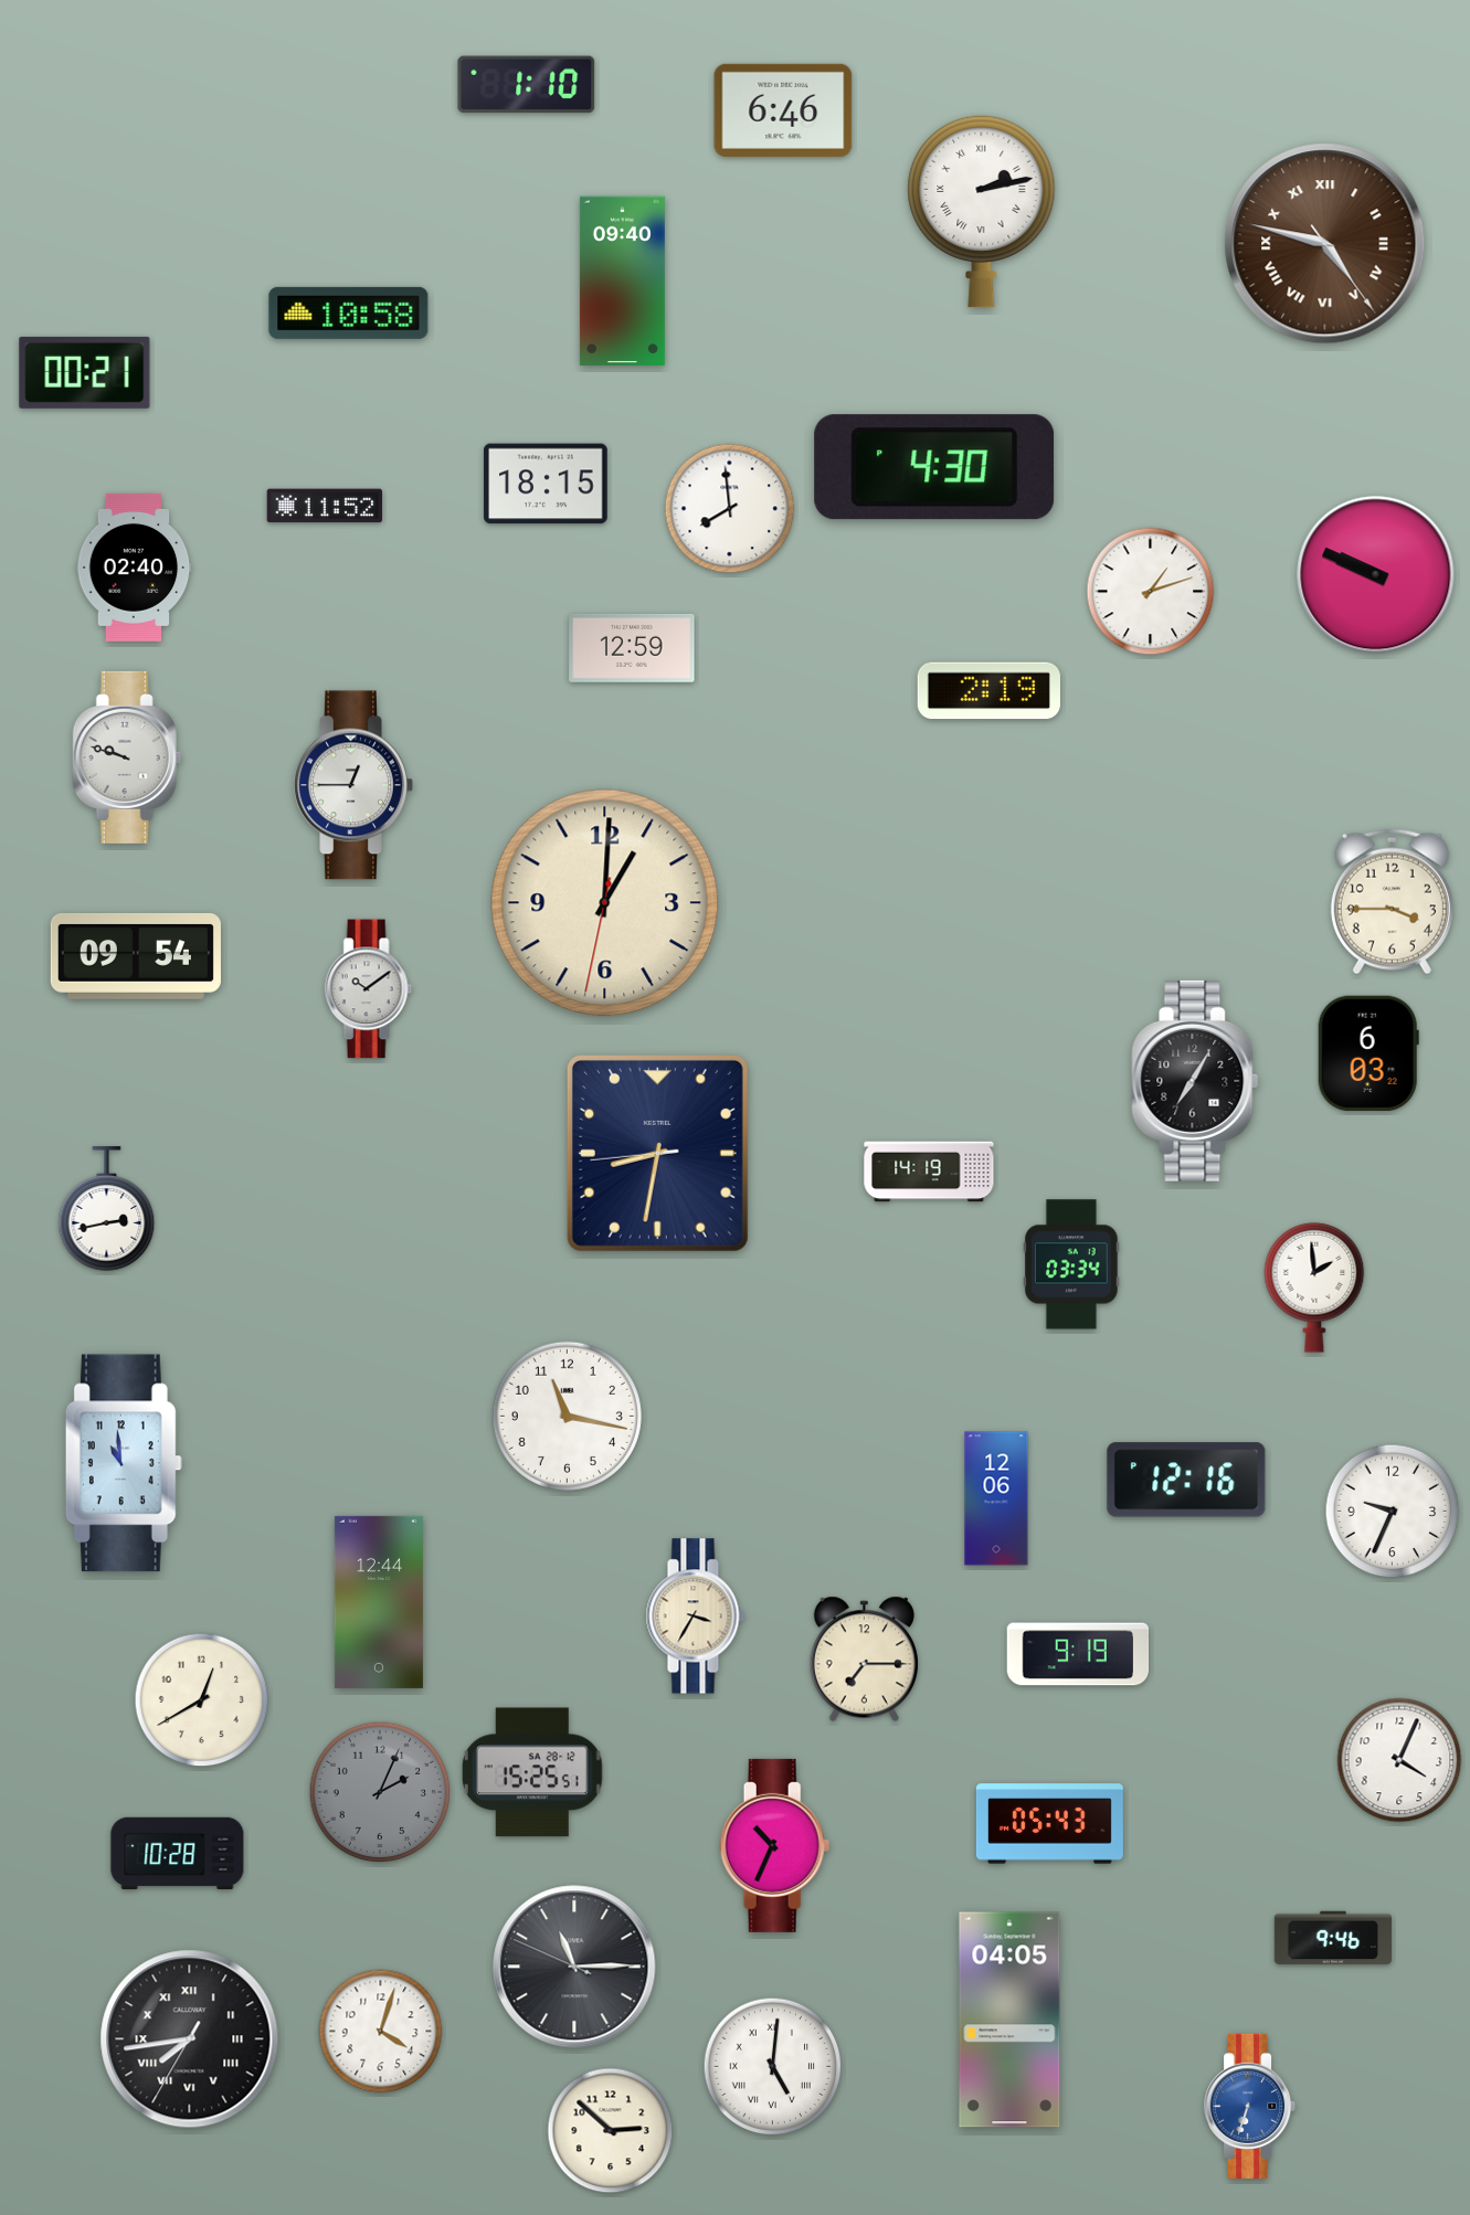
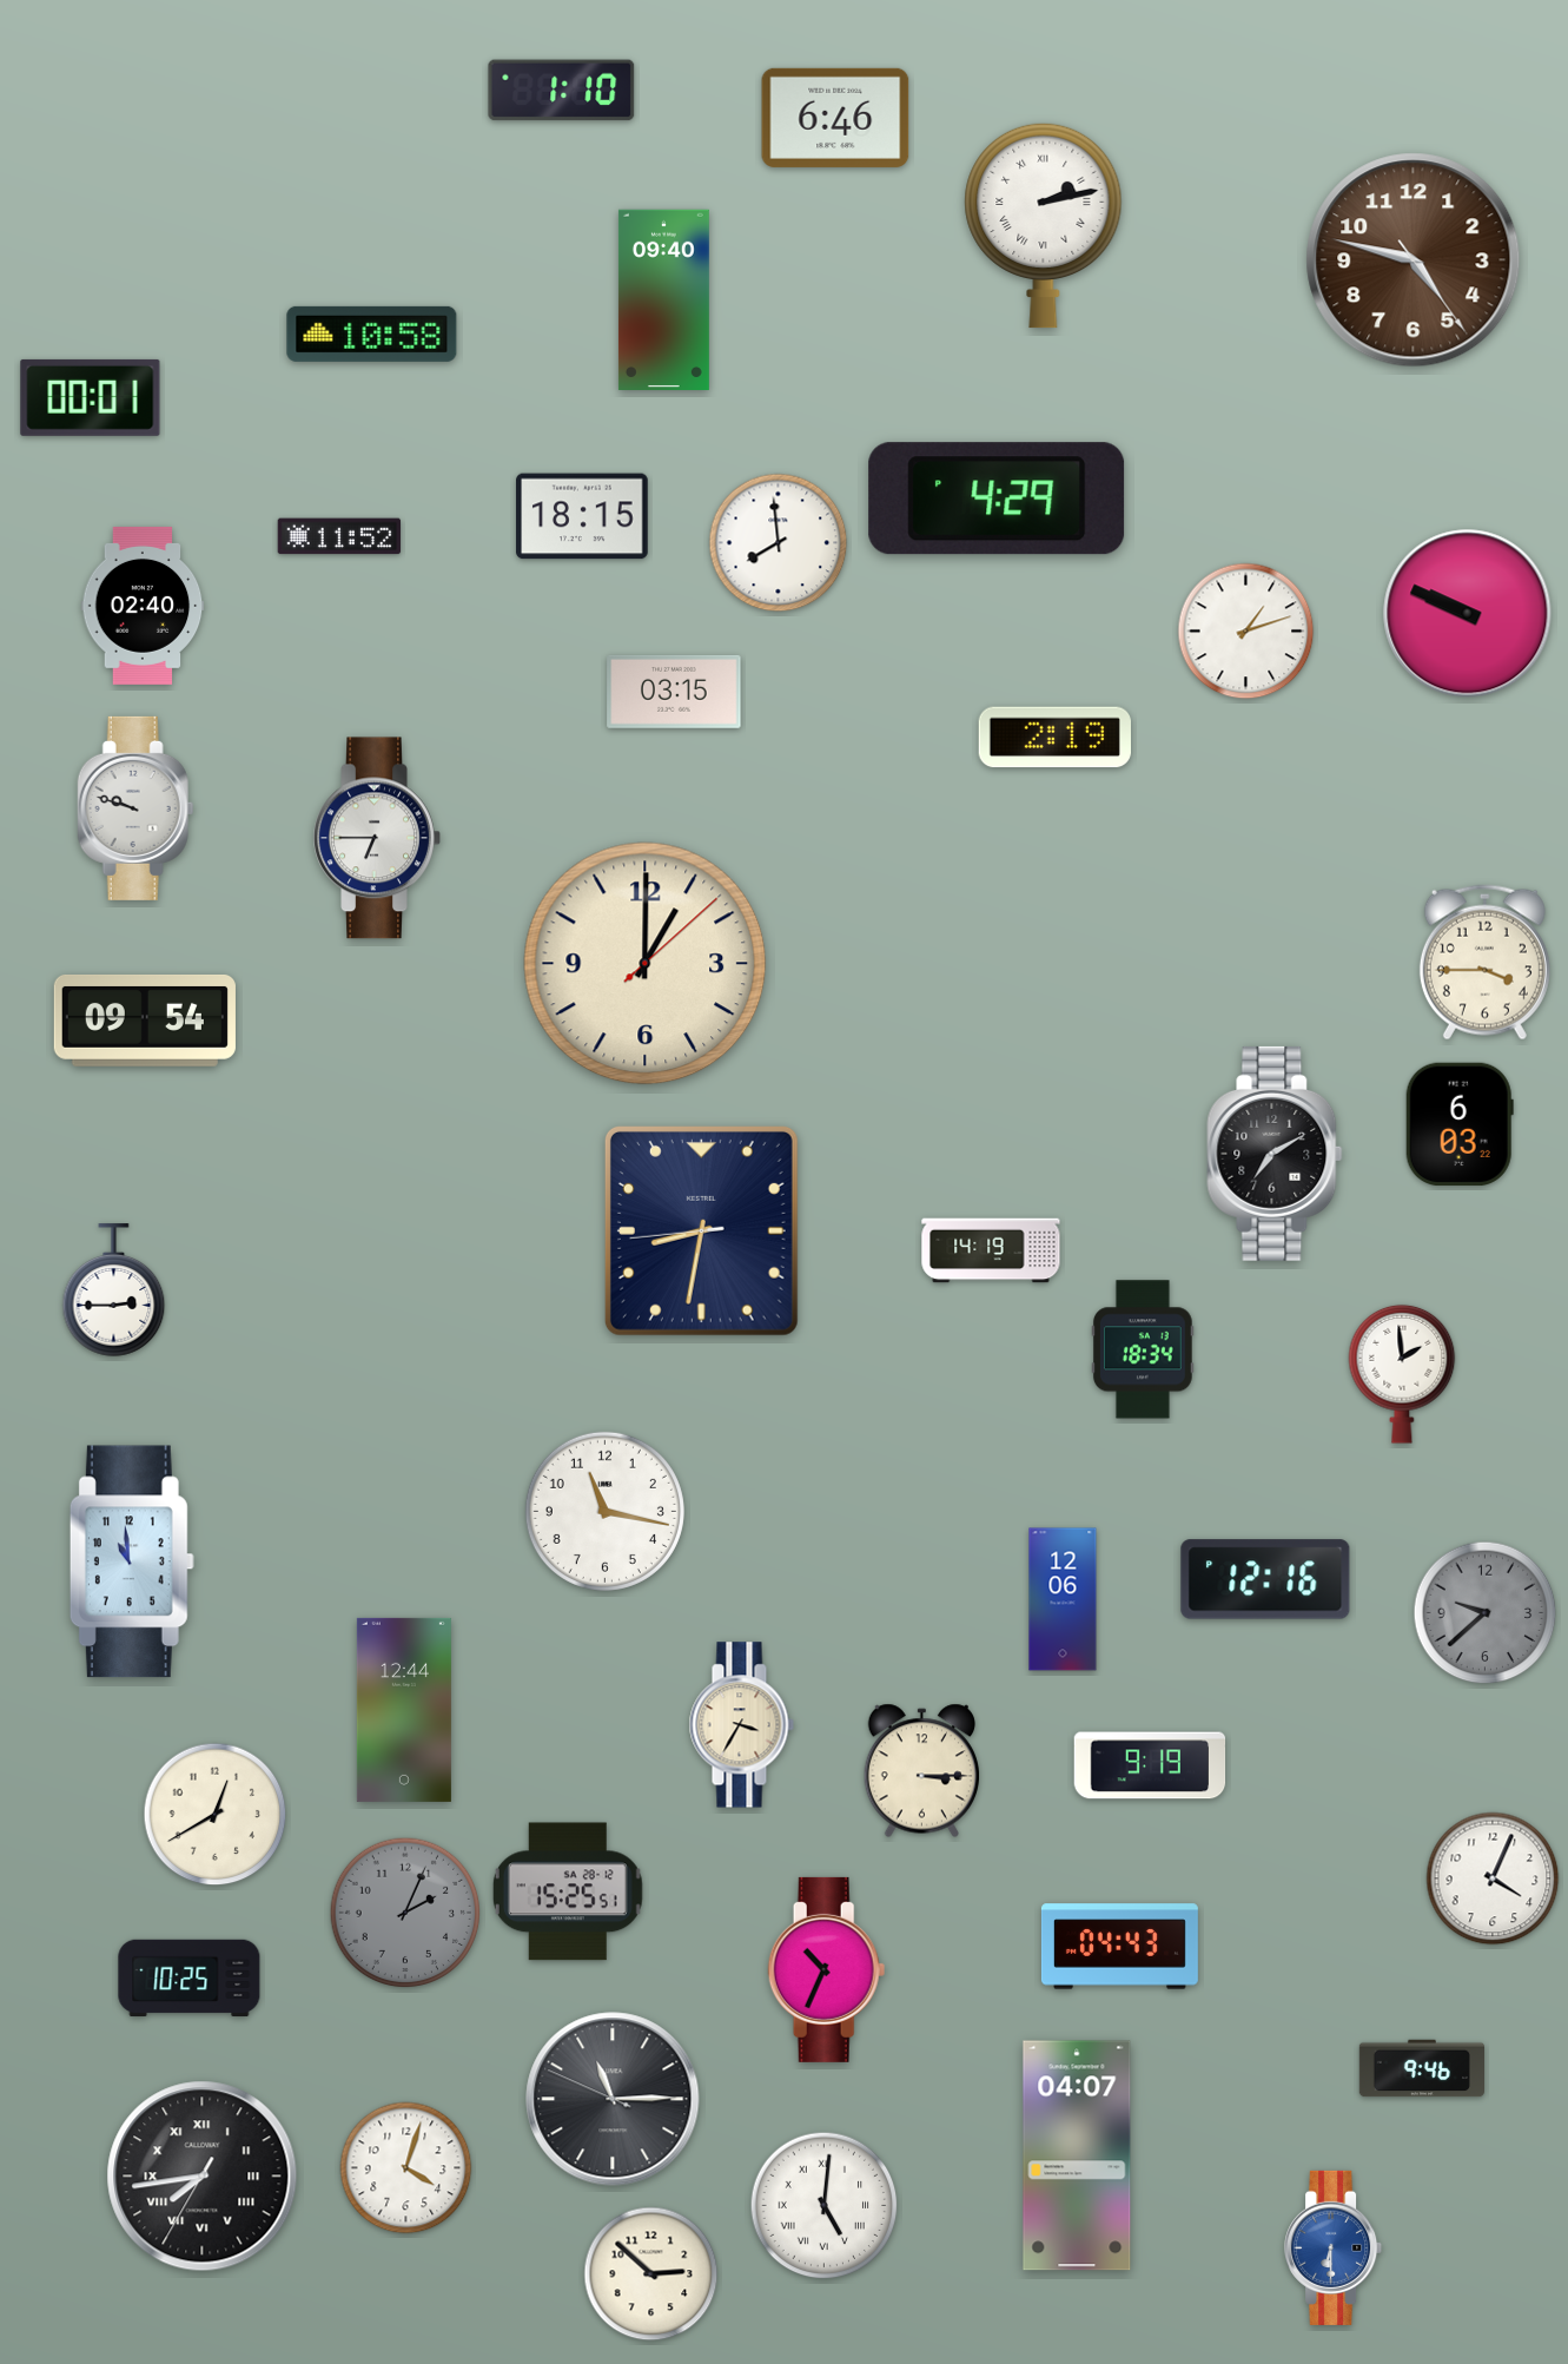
clock at (982, 211) position: (982, 211) -> (1044, 225)
clock at (1325, 244) numerals: Roman -> Arabic
clock at (85, 372): 00:21 -> 00:01
clock at (934, 467): 4:30 -> 4:29
clock at (325, 506) position: (325, 506) -> (339, 536)
clock at (1151, 592) position: (1151, 592) -> (1246, 632)
clock at (632, 648): 12:59 -> 03:15
clock at (353, 785): 12:45 -> 6:45
clock at (605, 903): 1:00:32 -> 1:00:08
clock at (369, 989): 10:09 -> none
clock at (1195, 1081): 7:05 -> 7:10
clock at (107, 1209): 2:43 -> 2:45
clock at (1071, 1264): 03:34 -> 18:34
clock at (1393, 1512): 9:34 -> 9:38
clock at (1393, 1512) dial: white -> grey
clock at (865, 1660): 7:15 -> 3:15
clock at (1049, 1824): 05:43 -> 04:43
clock at (178, 1853): 10:28 -> 10:25
clock at (1009, 2020): 04:05 -> 04:07
clock at (1250, 2106): 6:33 -> 6:30
